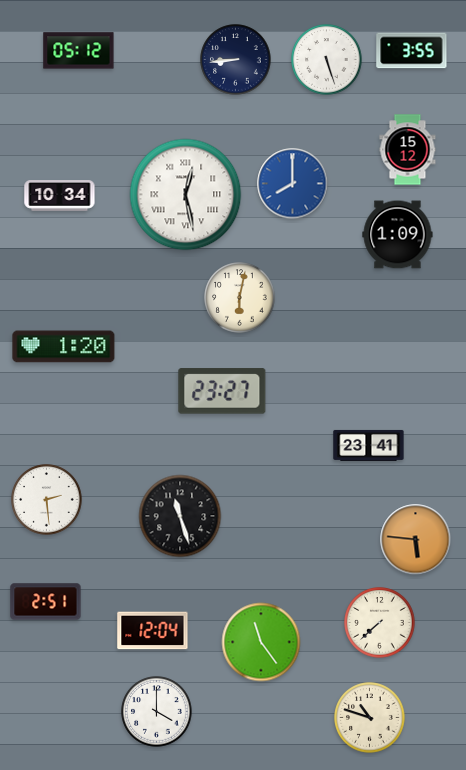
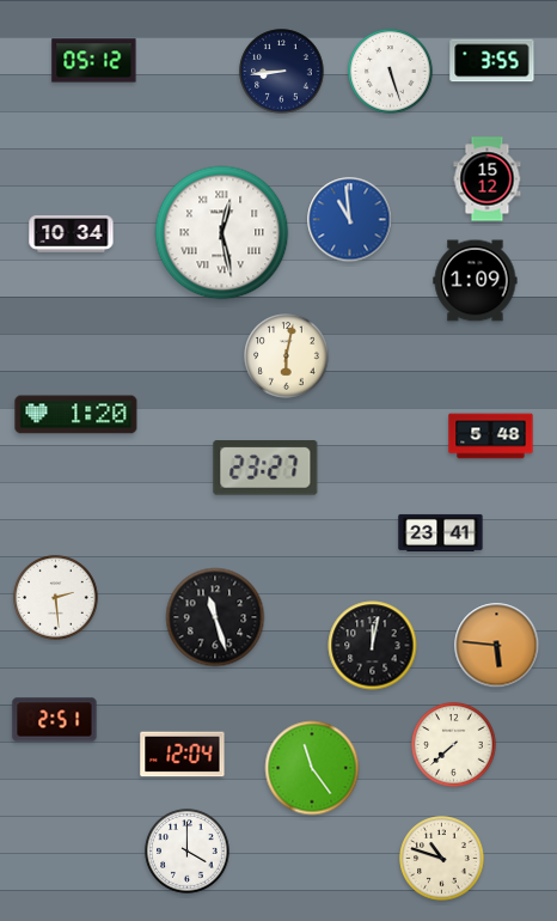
clock at (293, 184): 8:00 -> 10:59
clock at (491, 437): none -> 5:48
clock at (373, 646): none -> 12:02
